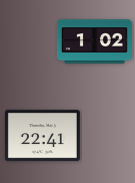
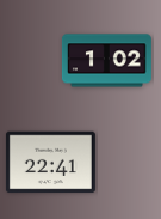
clock at (94, 42) position: (94, 42) -> (106, 61)
